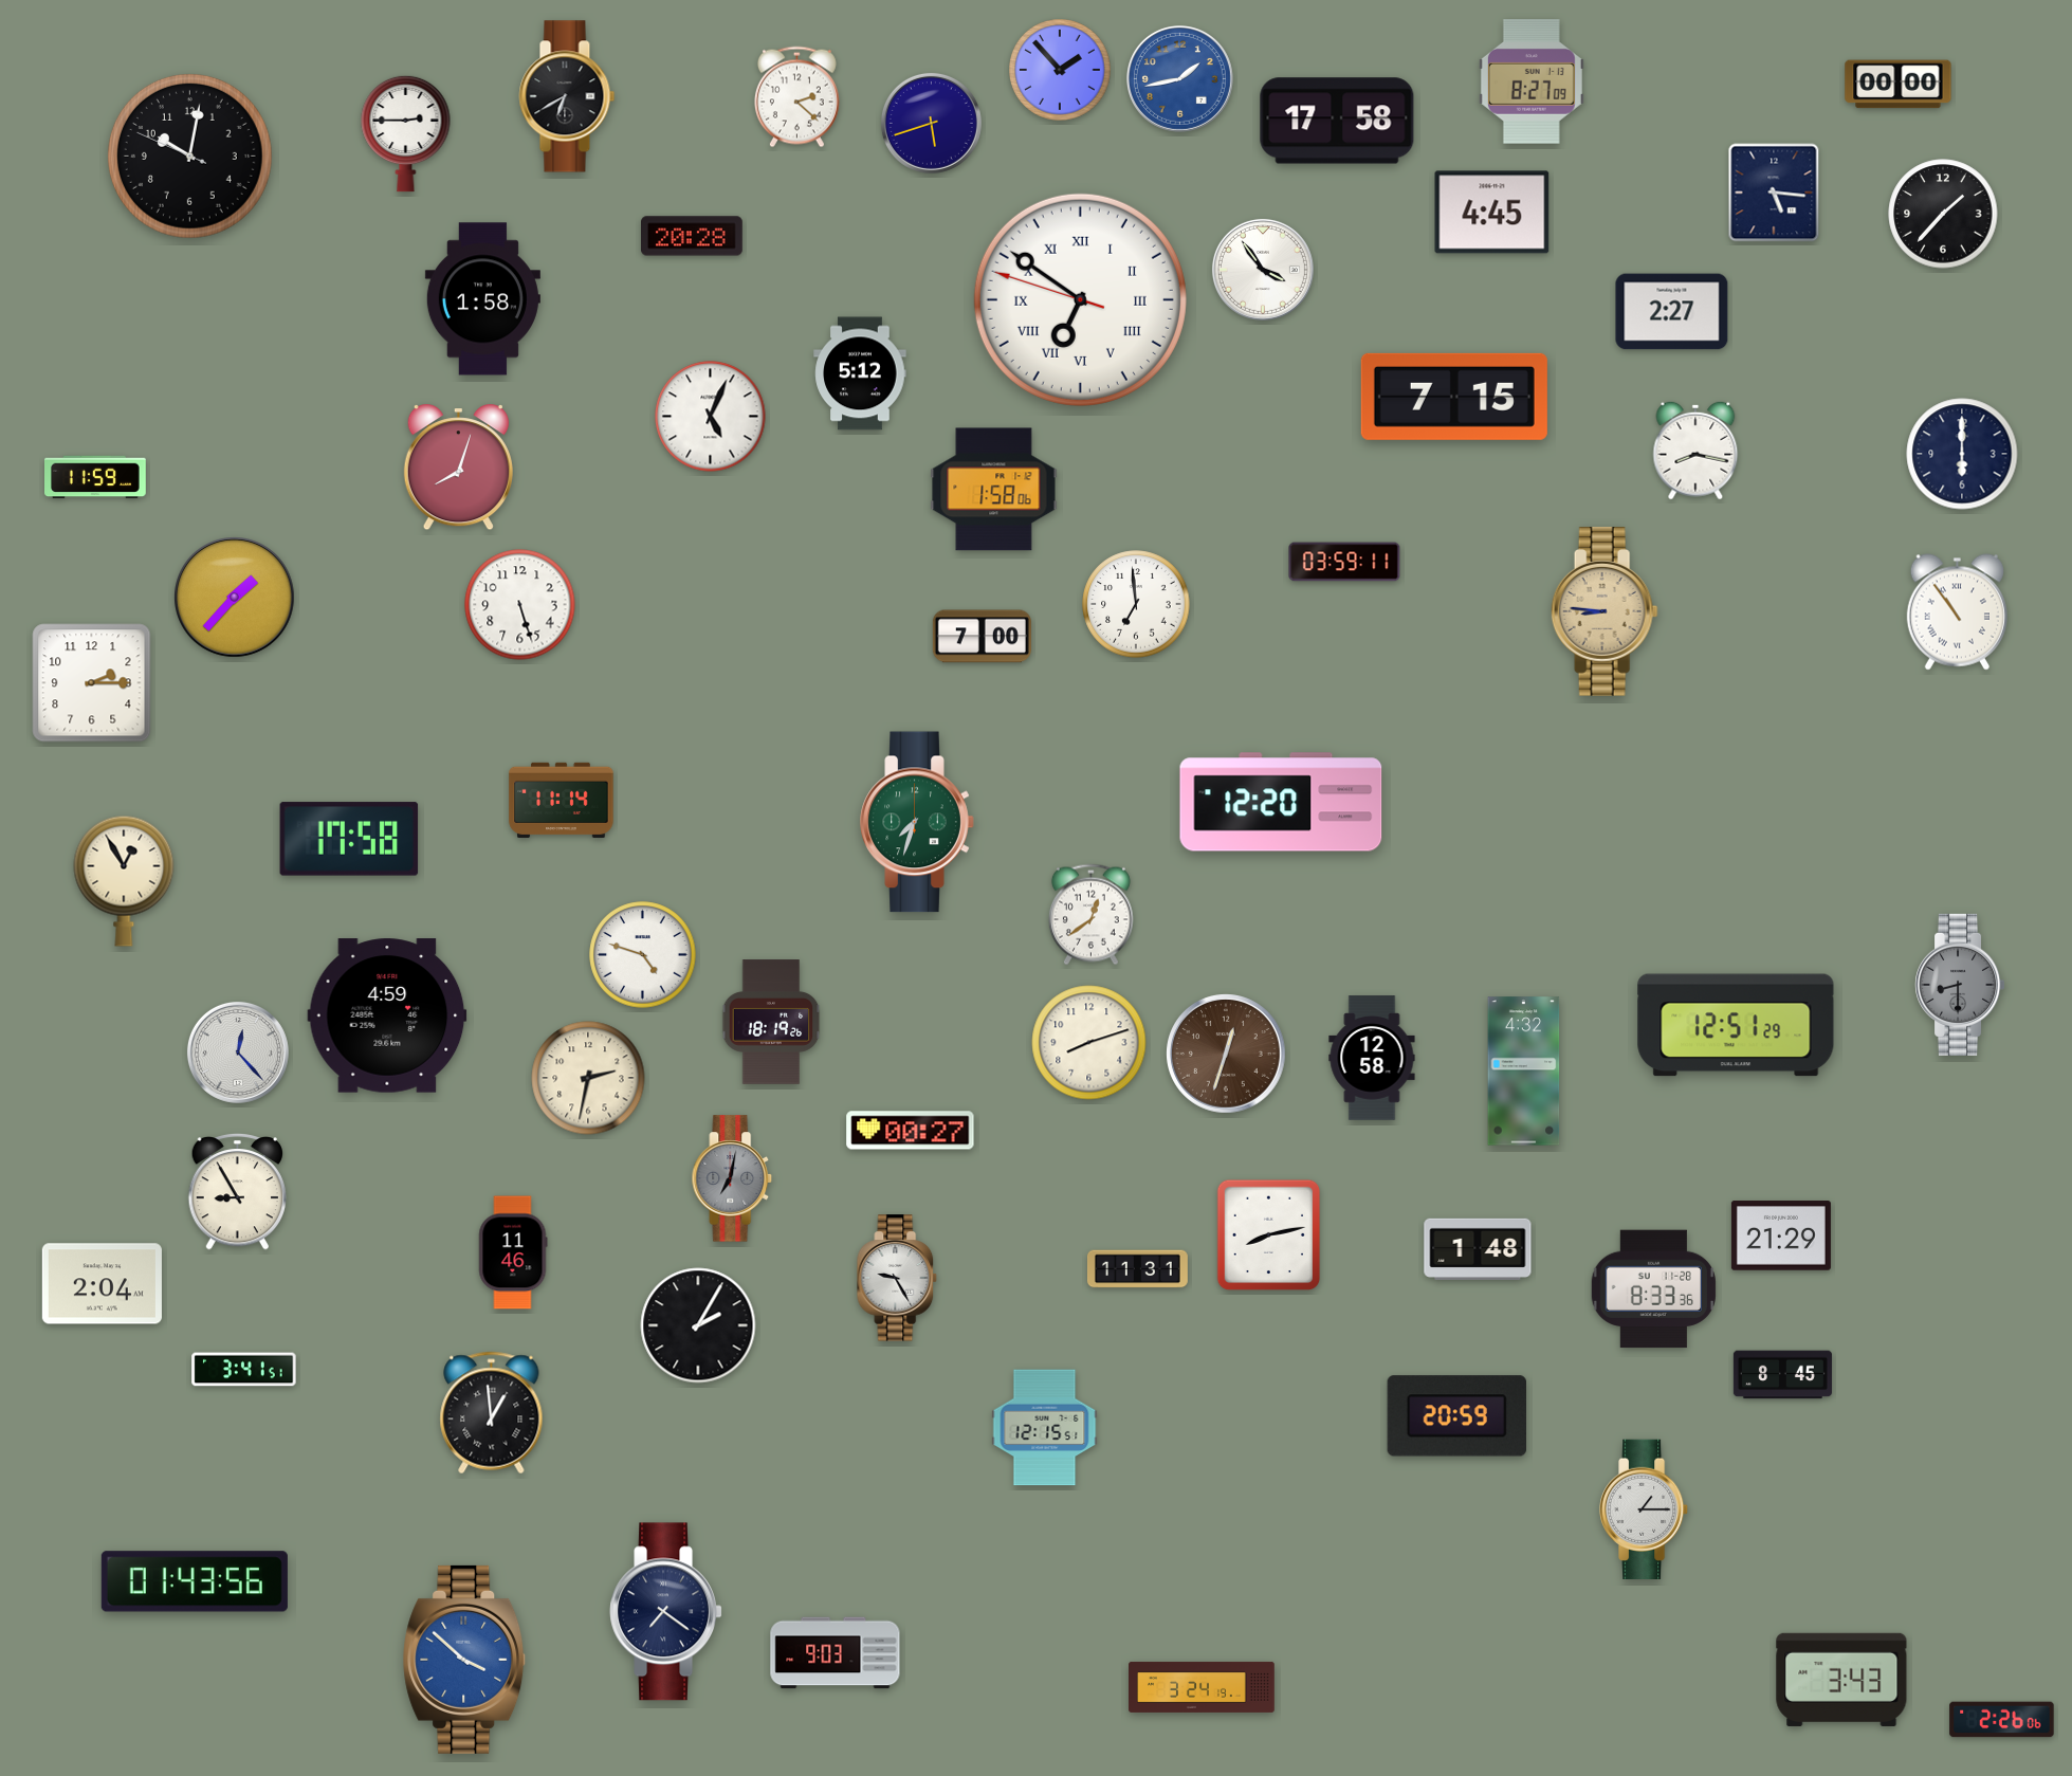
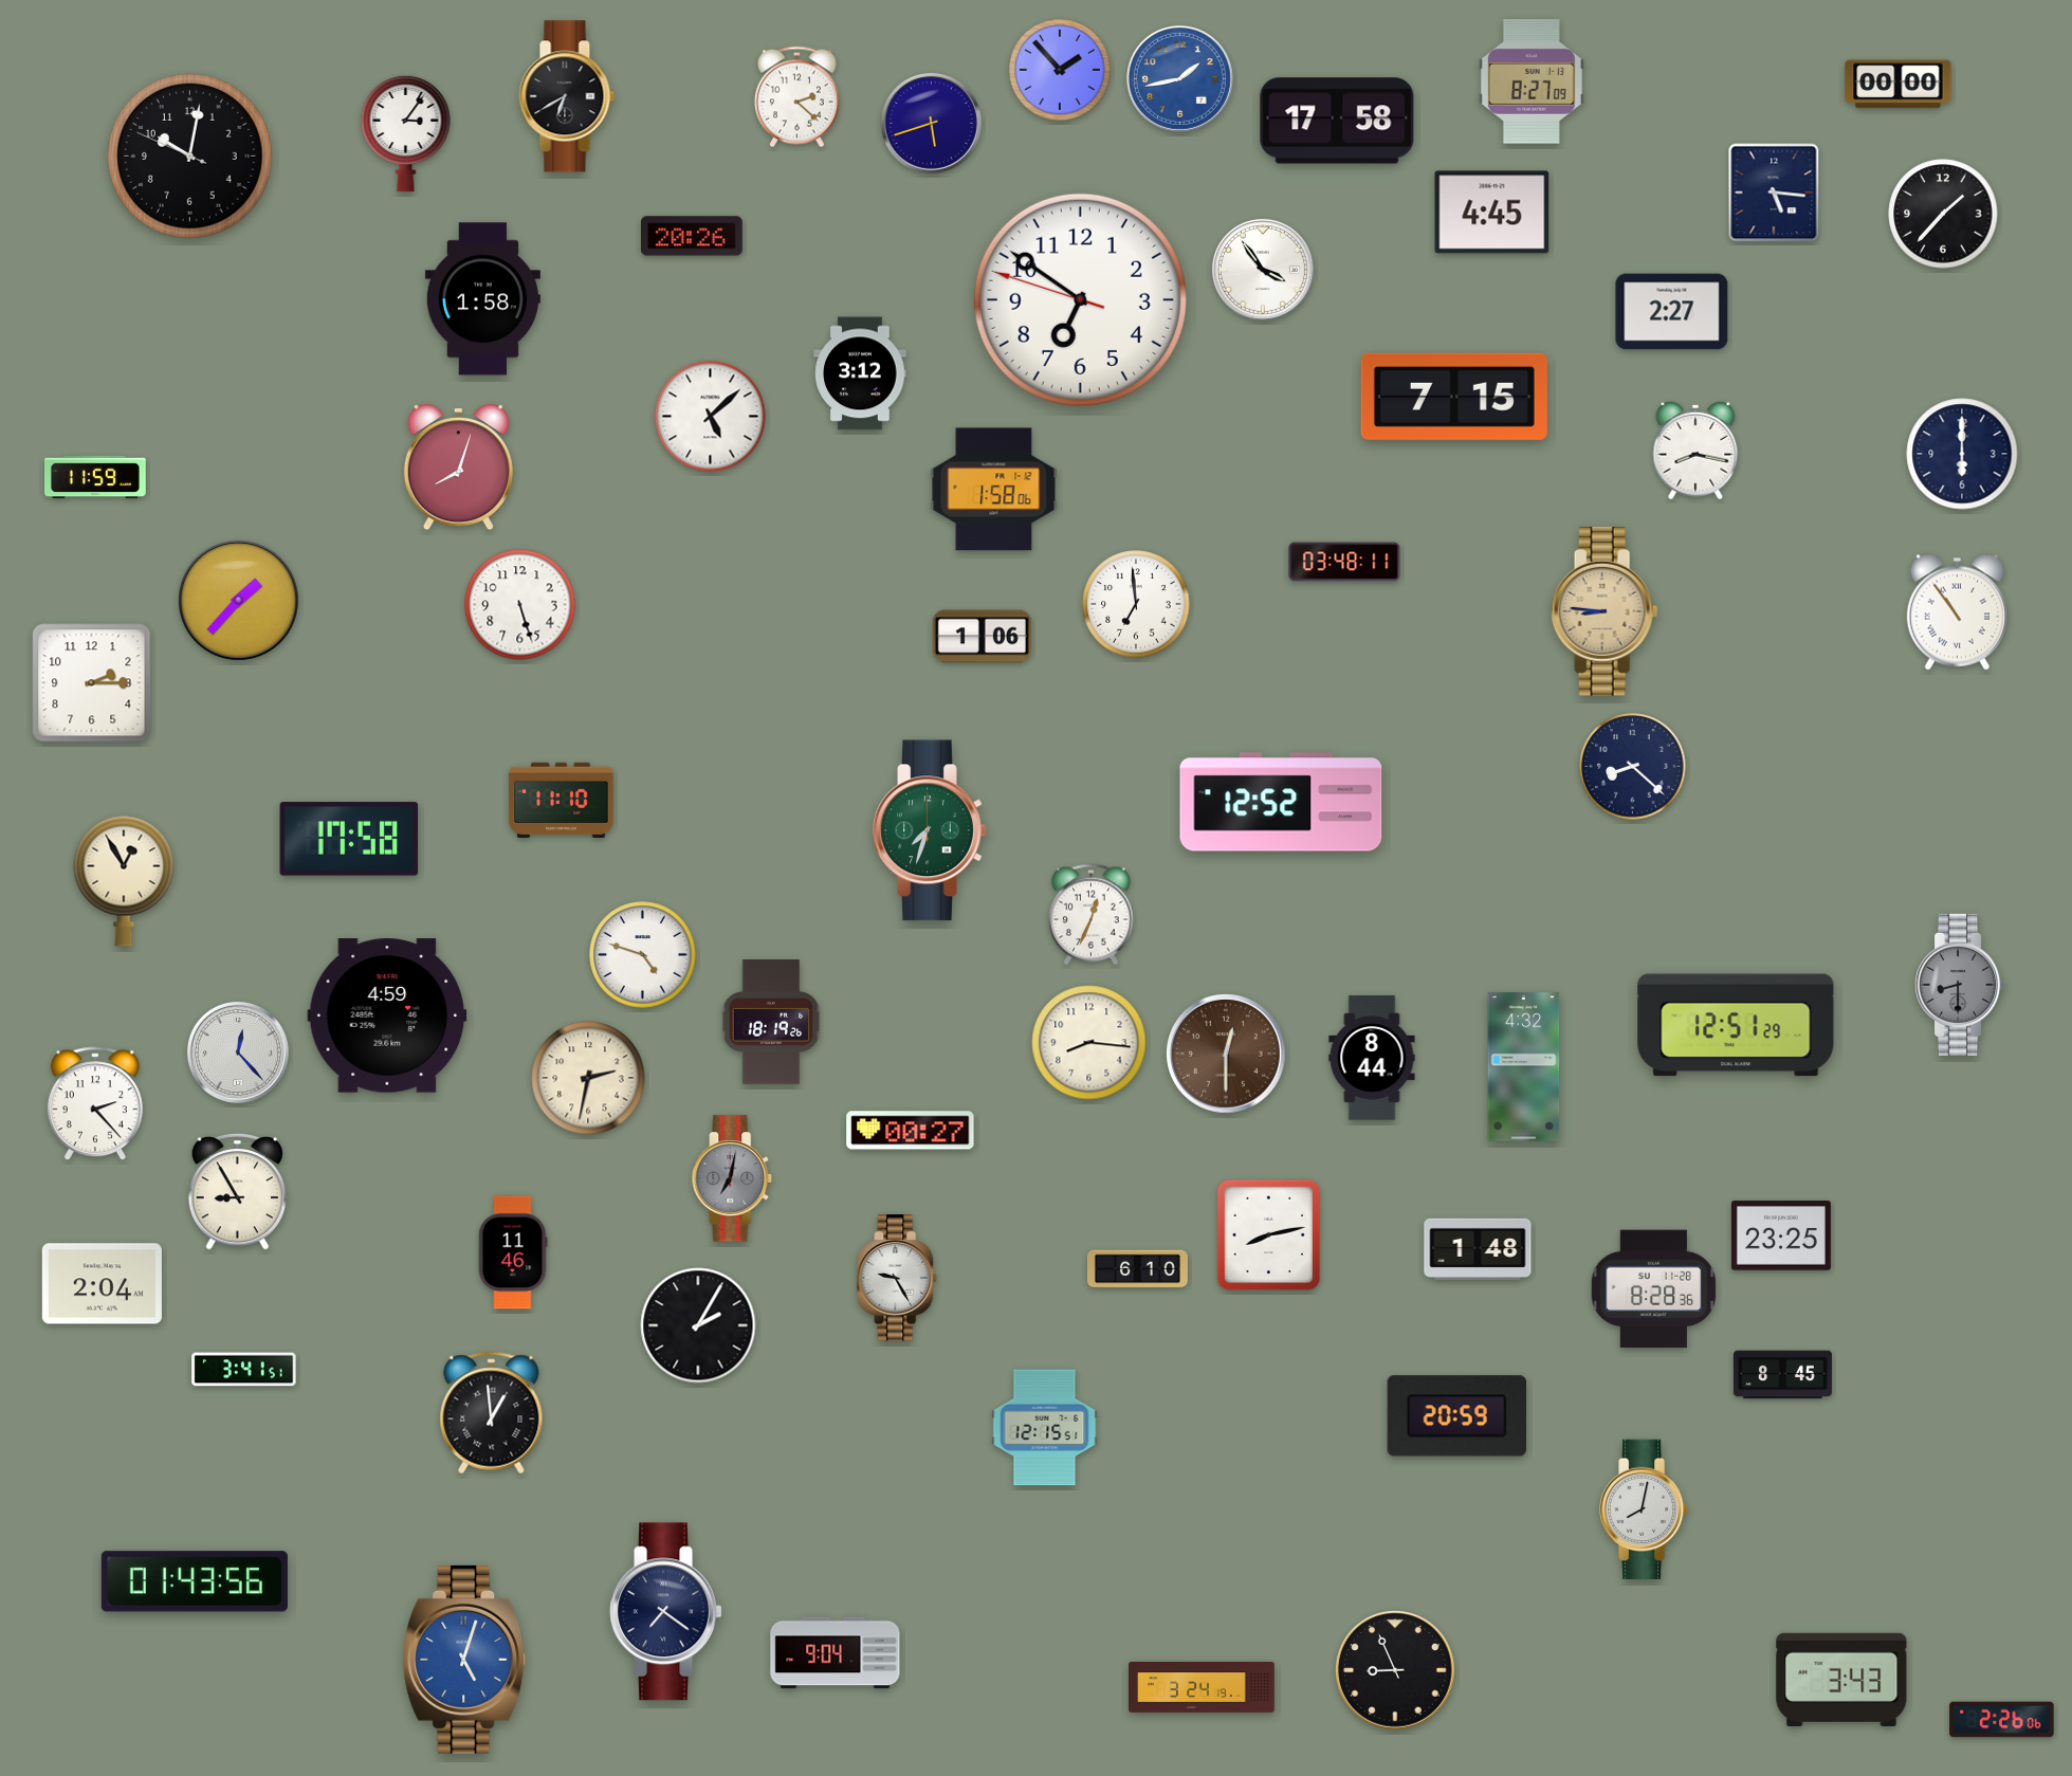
clock at (406, 133): 2:45 -> 3:06
clock at (693, 236): 20:28 -> 20:26
clock at (1080, 299) numerals: Roman -> Arabic
clock at (860, 373): 5:12 -> 3:12
clock at (711, 417): 5:04 -> 5:08
clock at (1344, 562): 03:59 -> 03:48
clock at (235, 598) position: (235, 598) -> (239, 601)
clock at (982, 637): 7:00 -> 1:06
clock at (1633, 767): none -> 8:22
clock at (562, 800): 11:14 -> 11:10
clock at (1281, 802): 12:20 -> 12:52
clock at (917, 822) position: (917, 822) -> (930, 830)
clock at (1090, 915): 12:39 -> 12:34
clock at (1089, 1043): 8:12 -> 8:16
clock at (1227, 1055): 12:33 -> 12:30
clock at (1372, 1058): 12:58 -> 8:44
clock at (1524, 1072) position: (1524, 1072) -> (1524, 1067)
clock at (95, 1104): none -> 2:23
clock at (1781, 1235): 21:29 -> 23:25
clock at (1137, 1269): 11:31 -> 6:10
clock at (1653, 1289): 8:33 -> 8:28
clock at (1644, 1508): 1:15 -> 8:02
clock at (836, 1653): 9:03 -> 9:04
clock at (464, 1660): 3:52 -> 5:03
clock at (1396, 1671): none -> 8:56
